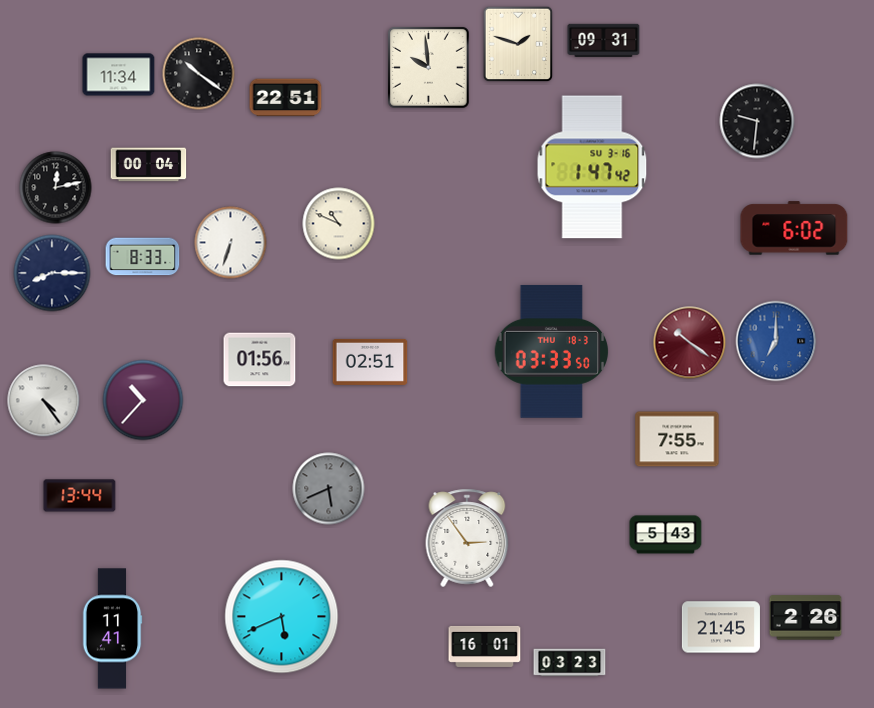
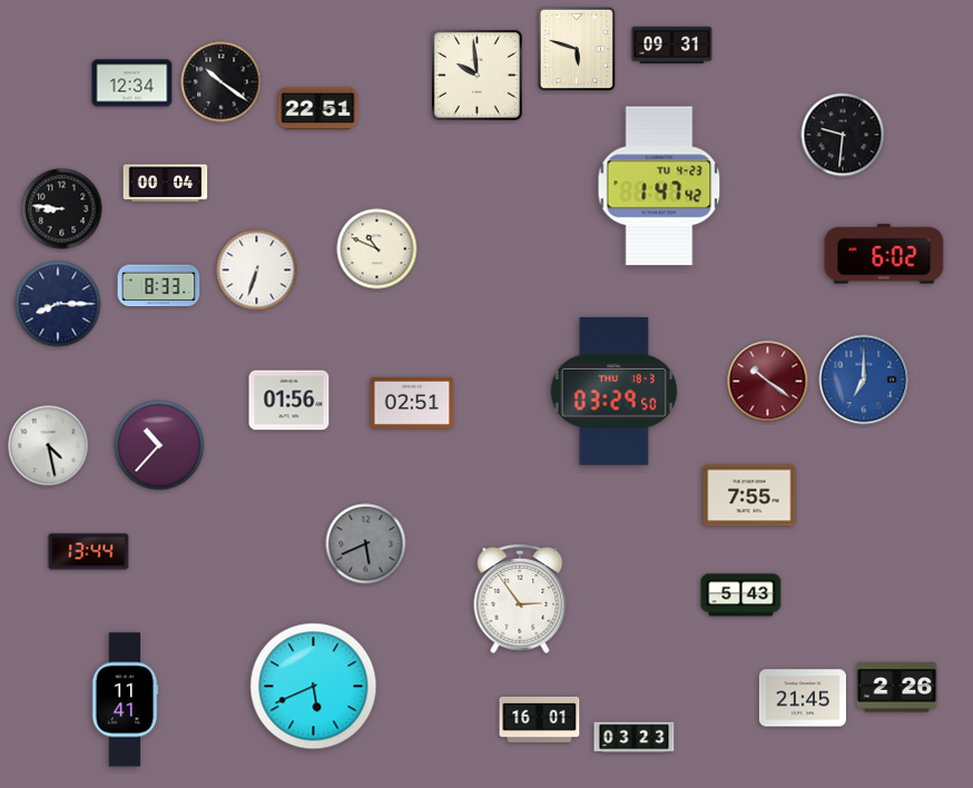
clock at (518, 44): 1:48 -> 5:48
clock at (119, 75): 11:34 -> 12:34
clock at (592, 167) date: SU 3-16 -> TU 4-23
clock at (56, 188): 12:13 -> 8:46
clock at (552, 351): 03:33 -> 03:29
clock at (44, 401): 4:24 -> 4:28
clock at (677, 439) position: (677, 439) -> (749, 495)
